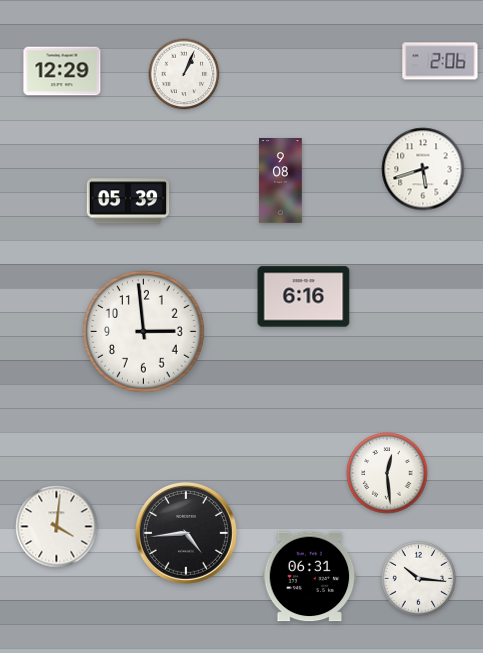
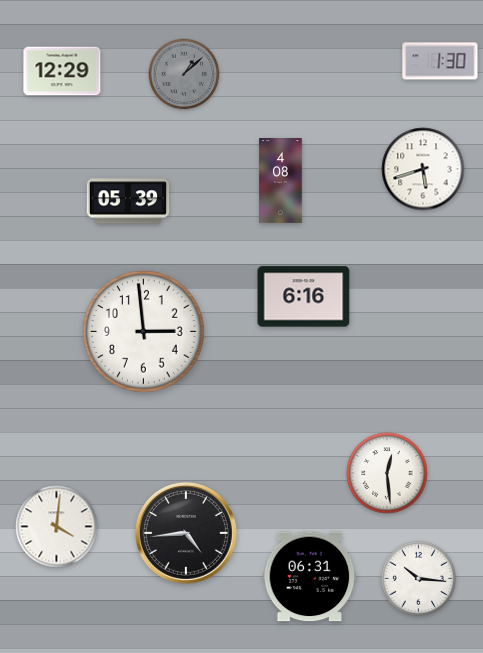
clock at (440, 61): 2:06 -> 1:30
clock at (184, 74): 1:04 -> 1:08
clock at (184, 74) dial: white -> grey
clock at (281, 181): 9:08 -> 4:08
